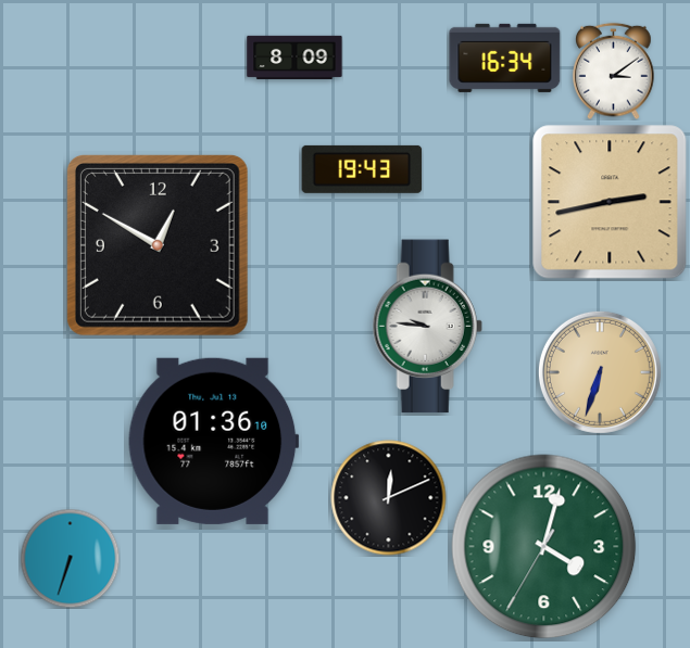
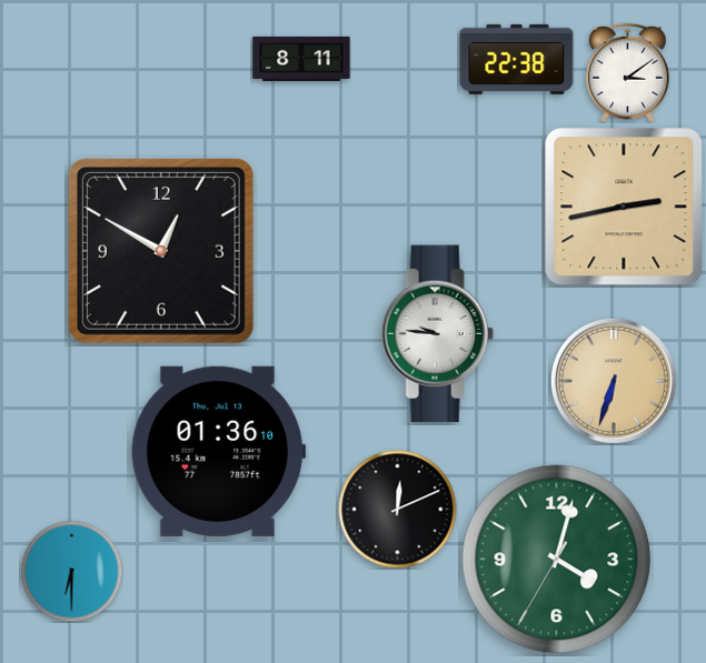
clock at (294, 56): 8:09 -> 8:11
clock at (505, 58): 16:34 -> 22:38
clock at (362, 169): 19:43 -> none
clock at (70, 558): 6:33 -> 6:30
